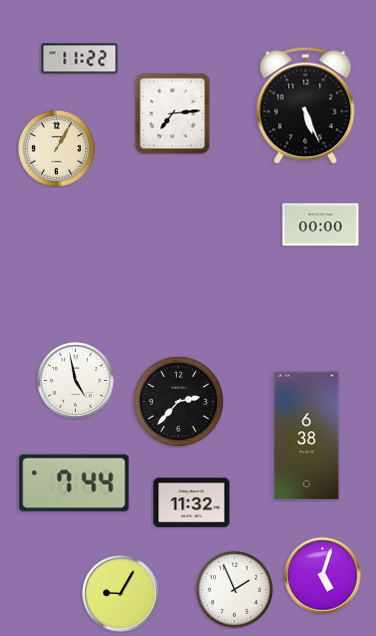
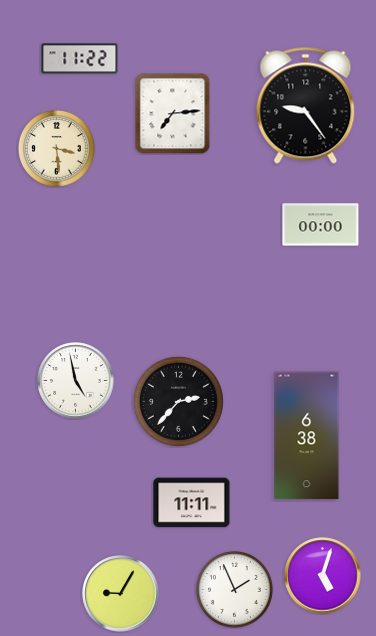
clock at (306, 105): 5:26 -> 9:24
clock at (56, 148): 1:05 -> 3:29
clock at (74, 483): 7:44 -> none
clock at (192, 503): 11:32 -> 11:11
